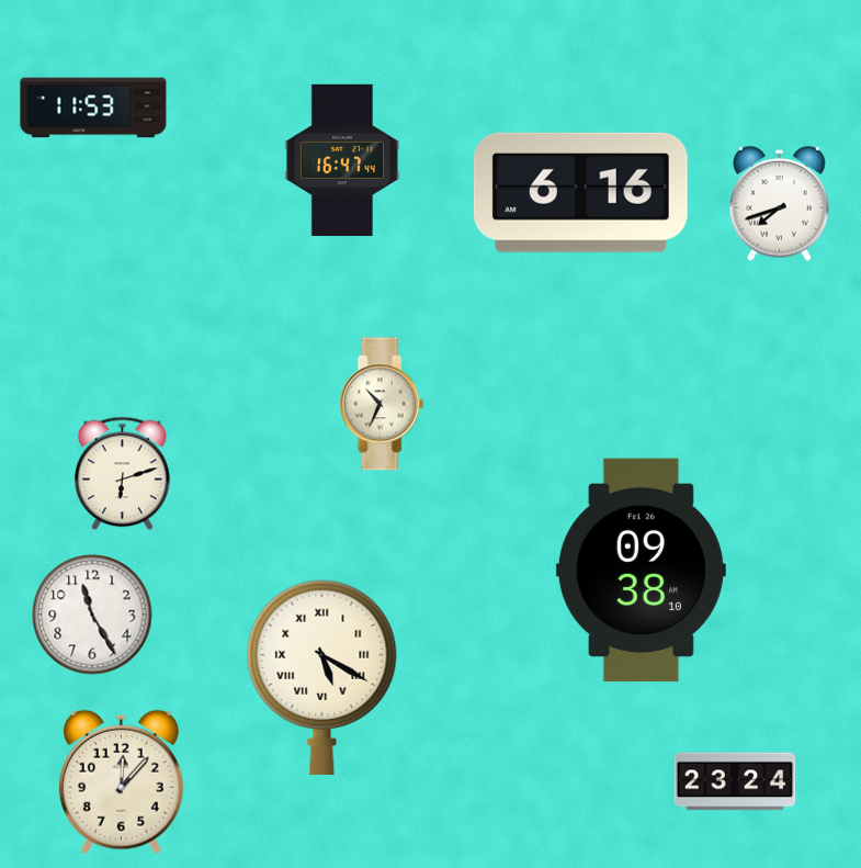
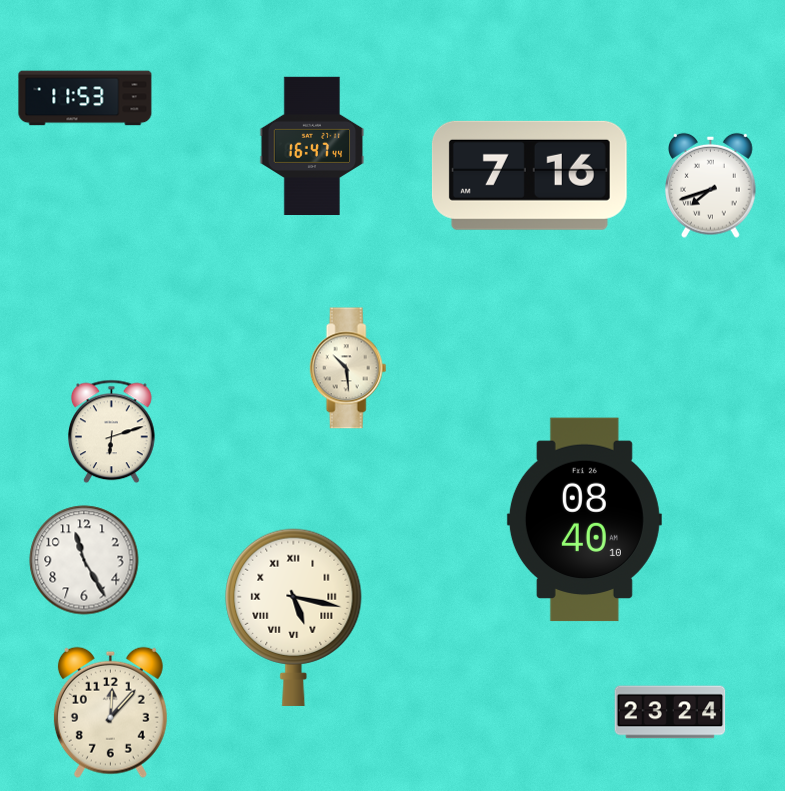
clock at (580, 192): 6:16 -> 7:16
clock at (382, 404): 10:34 -> 10:29
clock at (641, 571): 09:38 -> 08:40
clock at (322, 677): 5:20 -> 5:17
